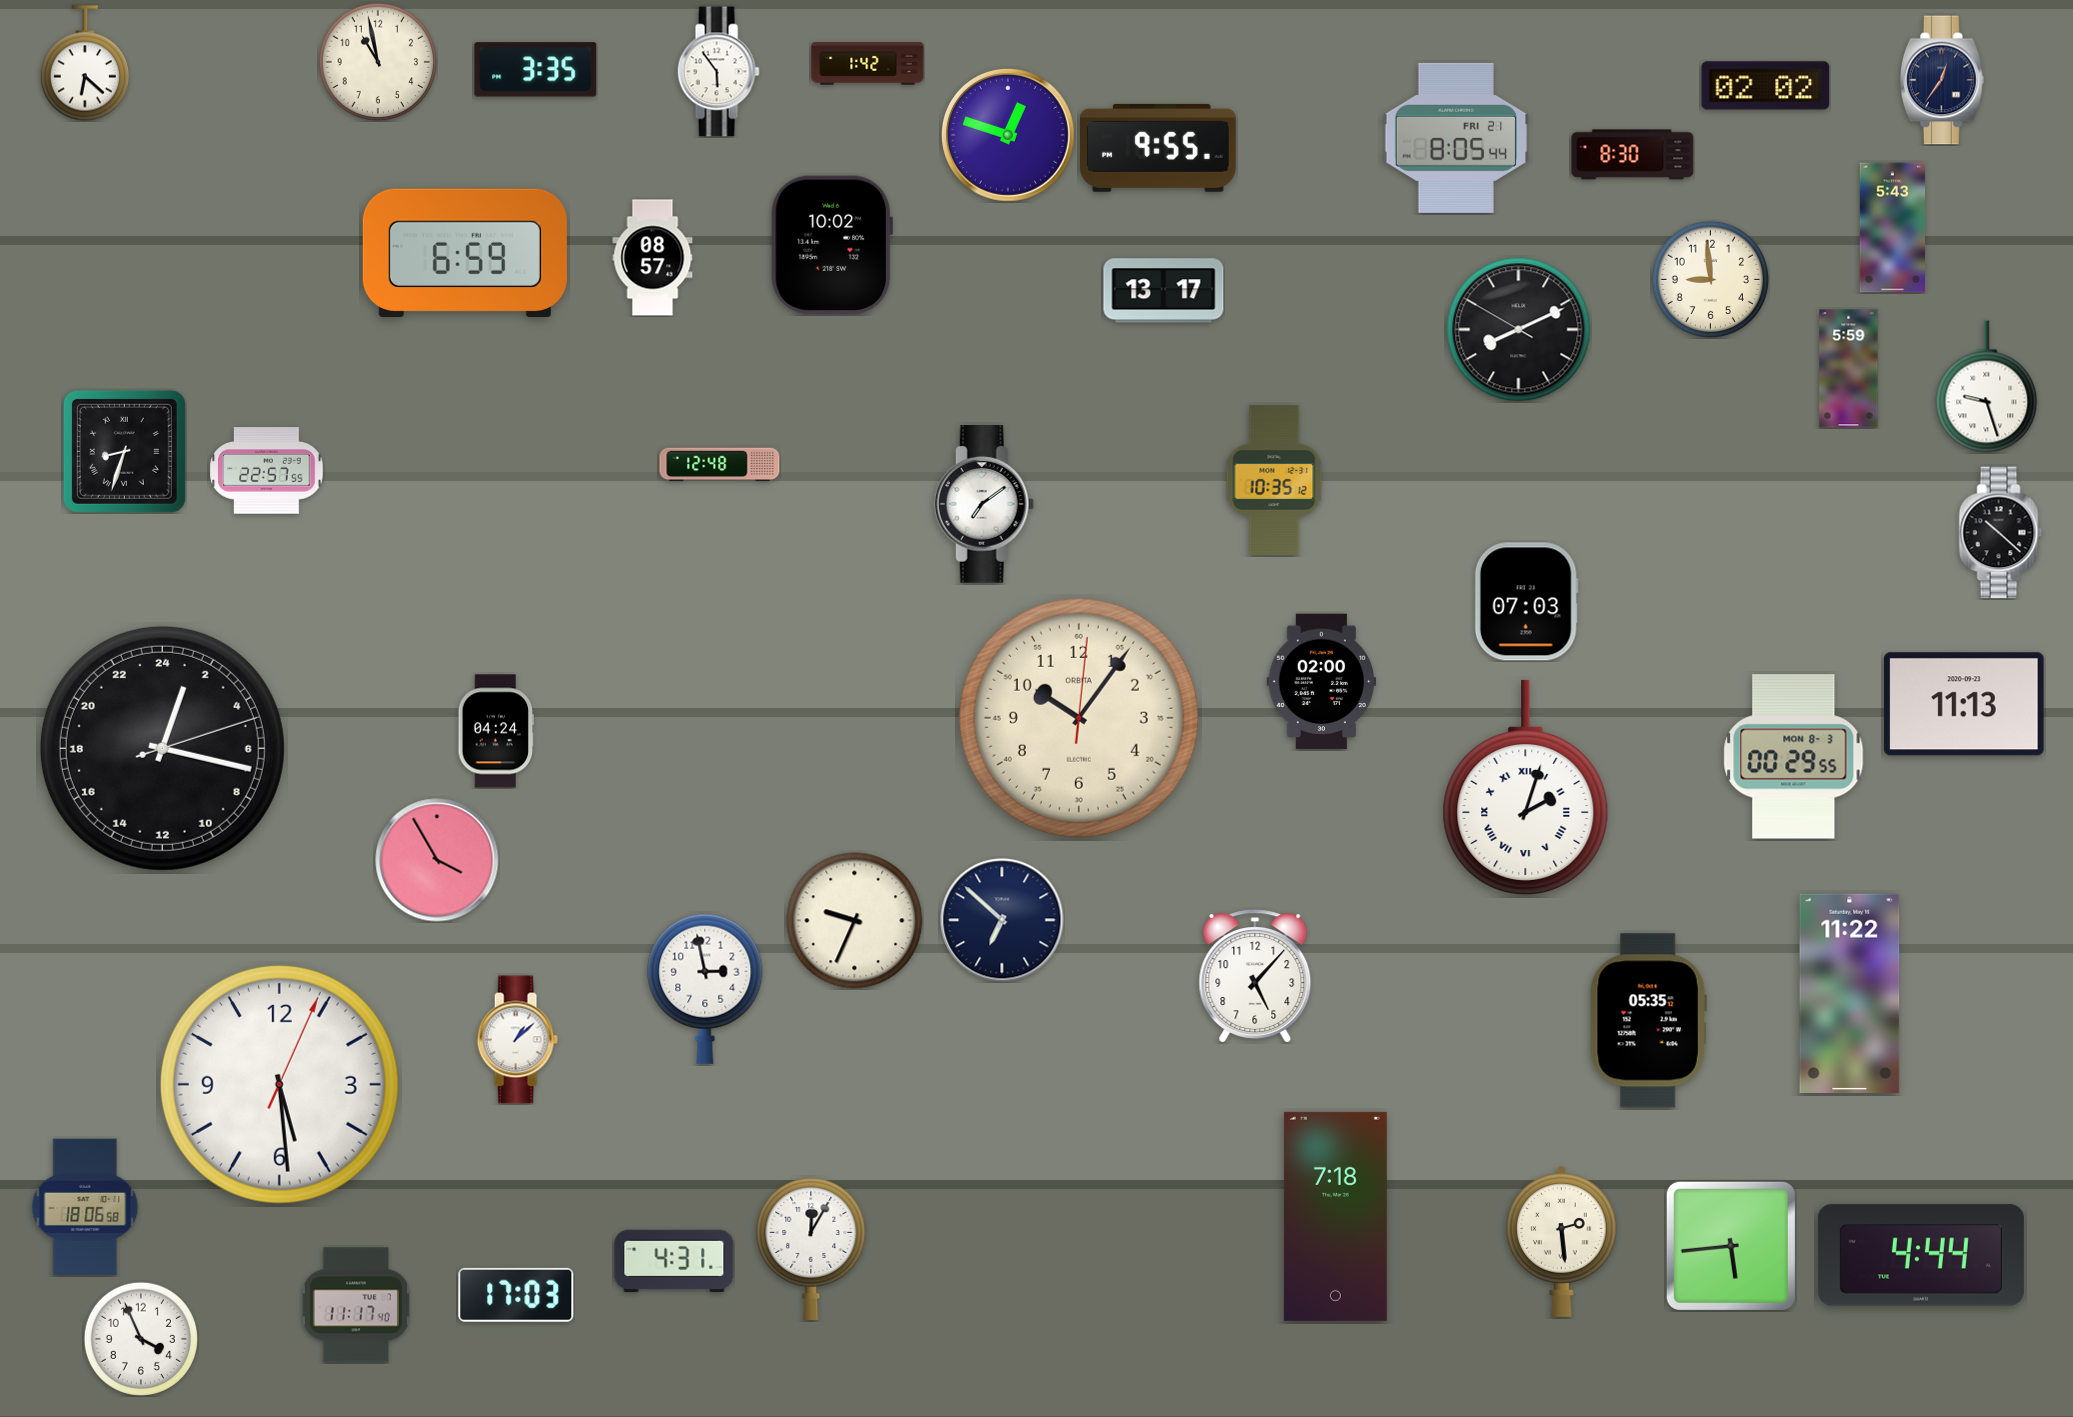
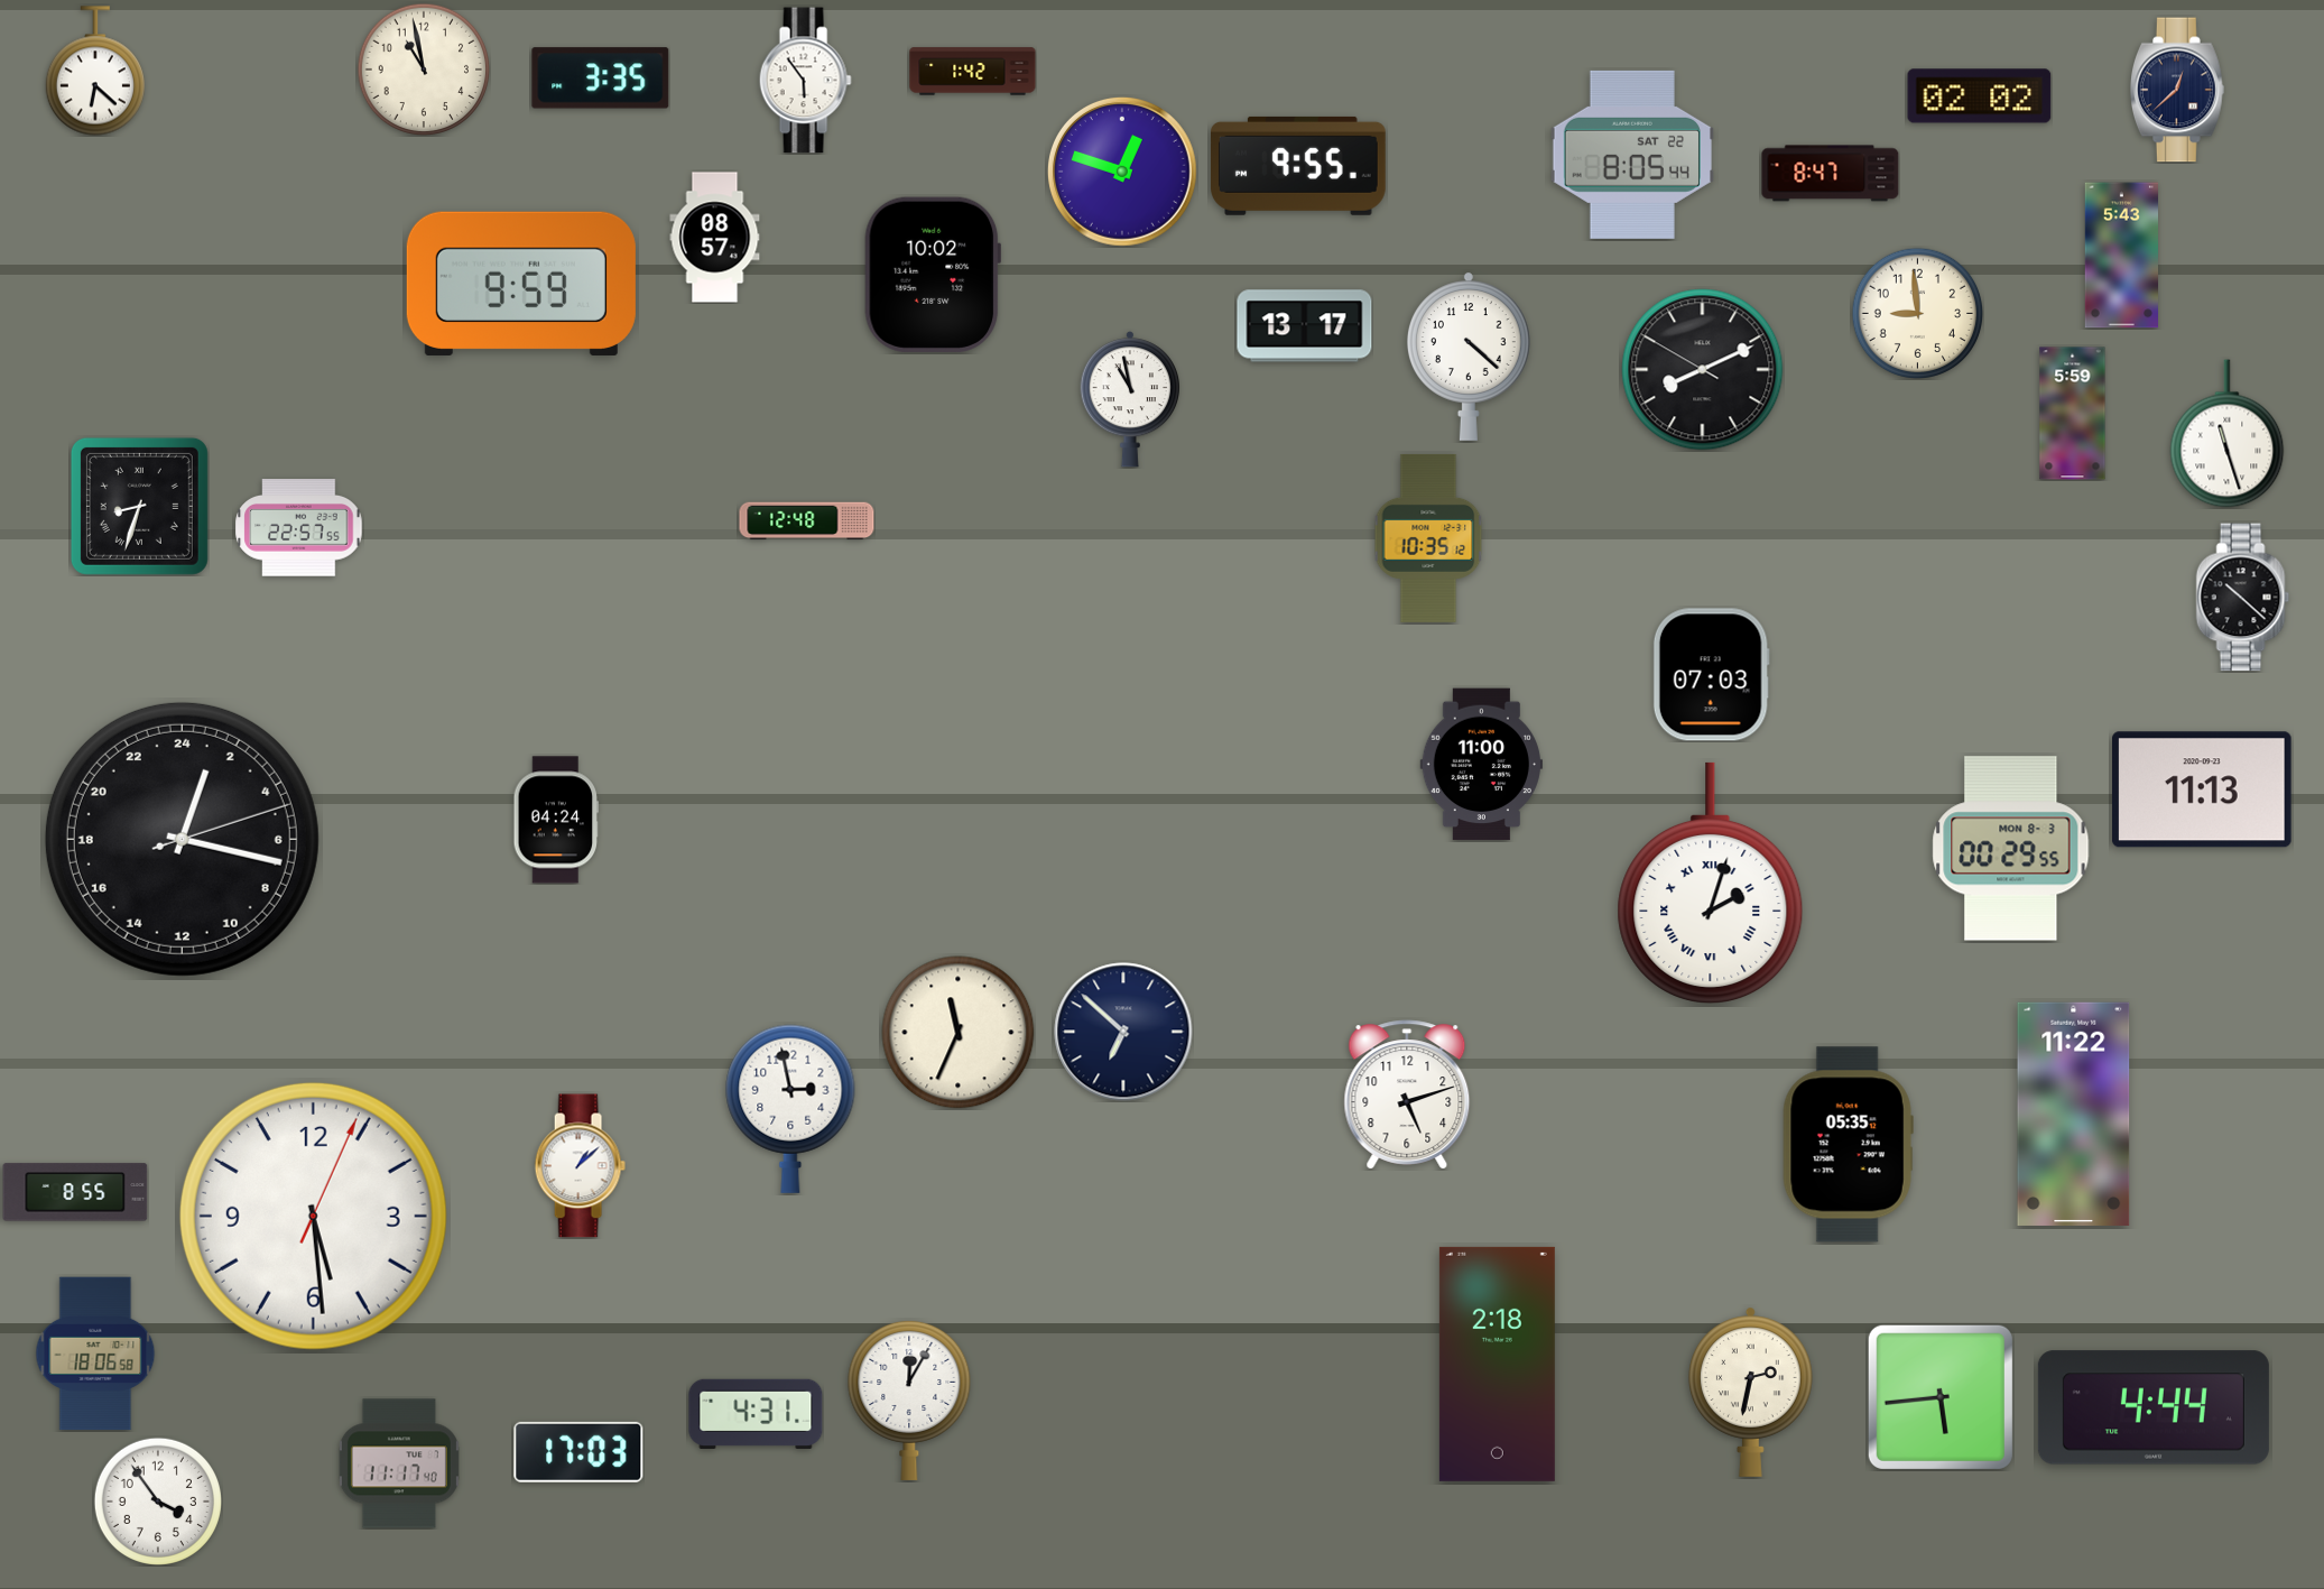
clock at (1943, 80): 12:36 -> 12:38
clock at (1008, 135) position: (1008, 135) -> (1122, 172)
clock at (1455, 138) date: FRI 21 -> SAT 22
clock at (1633, 155): 8:30 -> 8:47
clock at (465, 253): 6:59 -> 9:59
clock at (653, 258) position: (653, 258) -> (715, 238)
clock at (1469, 357): none -> 4:22
clock at (1129, 400): none -> 10:58
clock at (1987, 387): 9:27 -> 11:27
clock at (984, 504): 7:09 -> none
clock at (1321, 682): 02:00 -> 11:00
clock at (1079, 718): 10:06 -> none
clock at (437, 860): 3:55 -> none
clock at (855, 921): 9:34 -> 11:34
clock at (1255, 976): 5:07 -> 5:12
clock at (75, 1192): none -> 8:55
clock at (1335, 1216): 7:18 -> 2:18
clock at (1561, 1241): 2:29 -> 2:32
clock at (141, 1339): 3:56 -> 3:54
